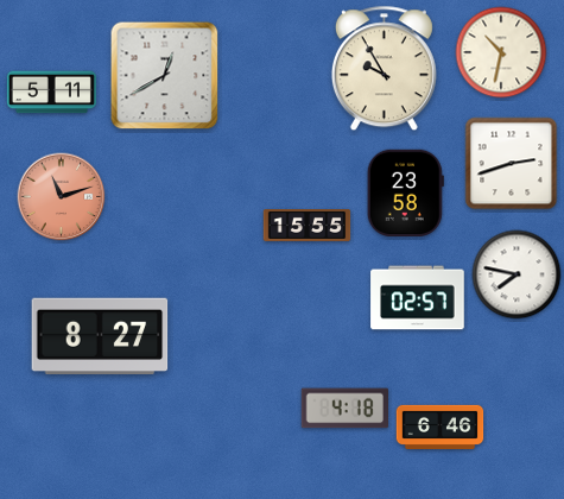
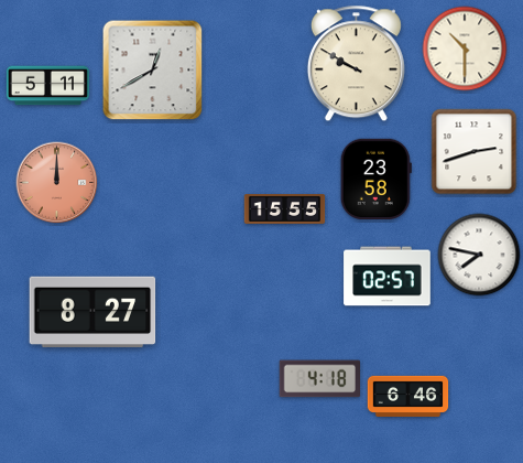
clock at (501, 52): 10:32 -> 10:30
clock at (384, 69): 9:55 -> 9:50
clock at (62, 197): 11:12 -> 12:00
